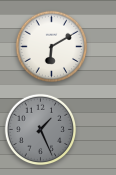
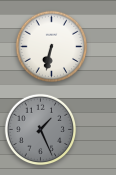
clock at (52, 47): 6:10 -> 6:32
